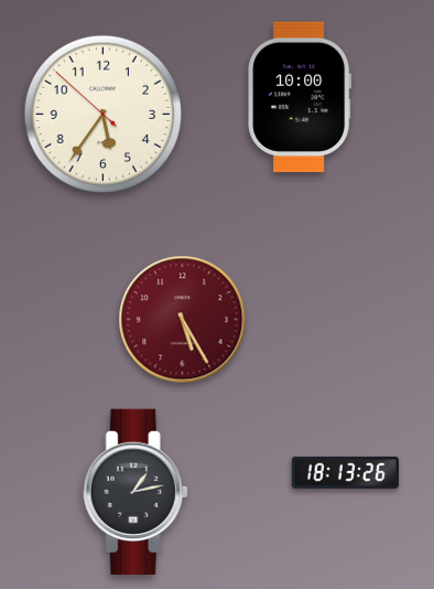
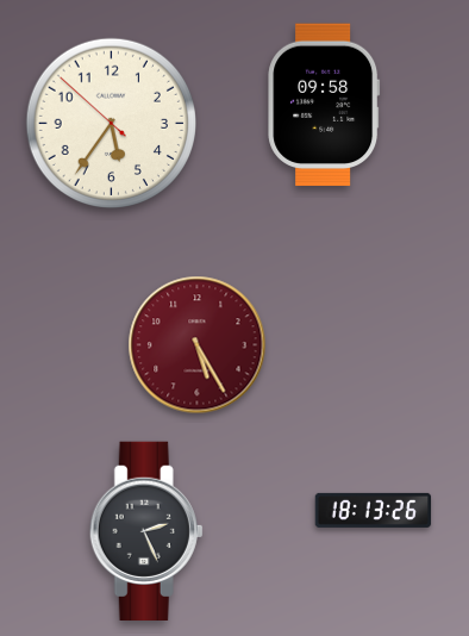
clock at (300, 97): 10:00 -> 09:58
clock at (135, 491): 1:13 -> 2:26
